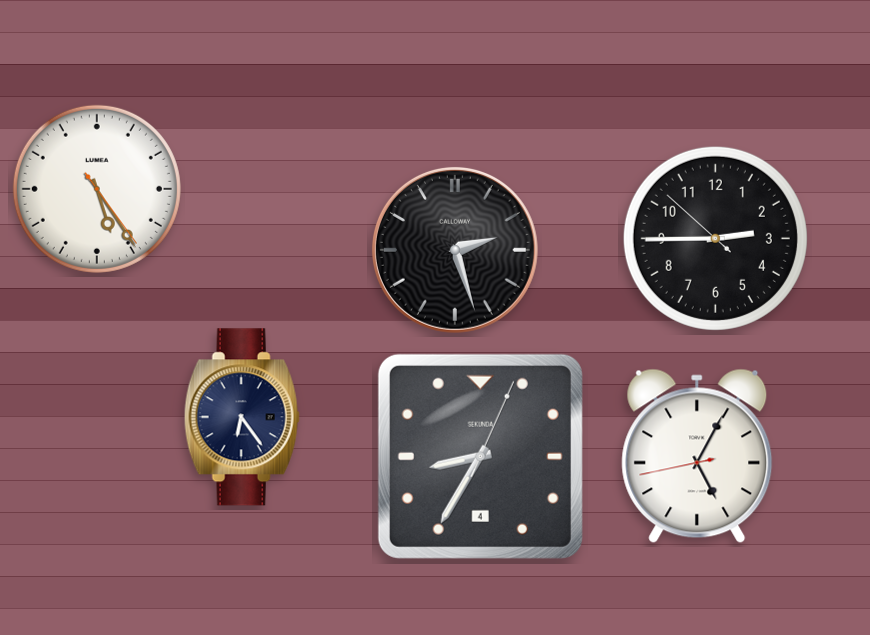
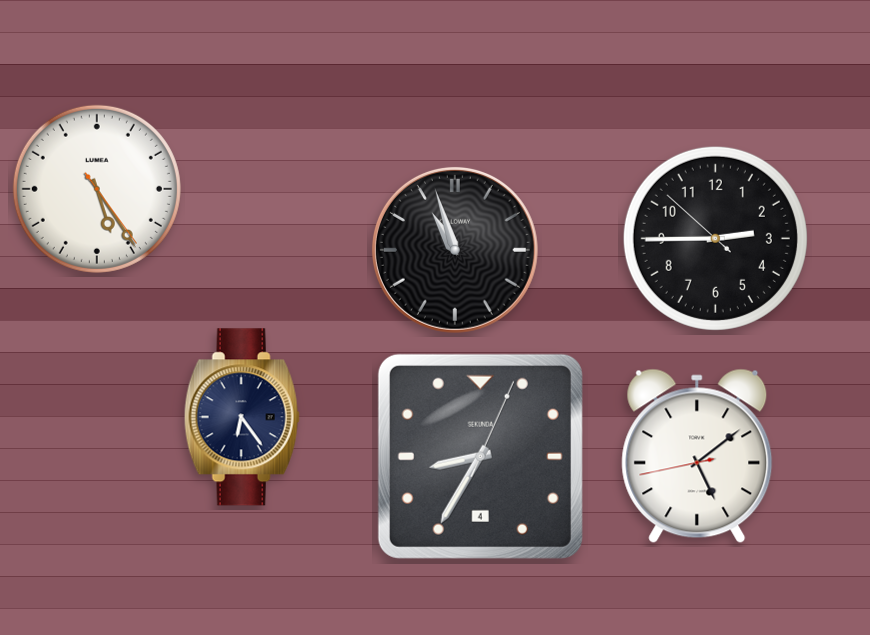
clock at (455, 250): 2:27 -> 10:57
clock at (697, 456): 5:04 -> 5:08
